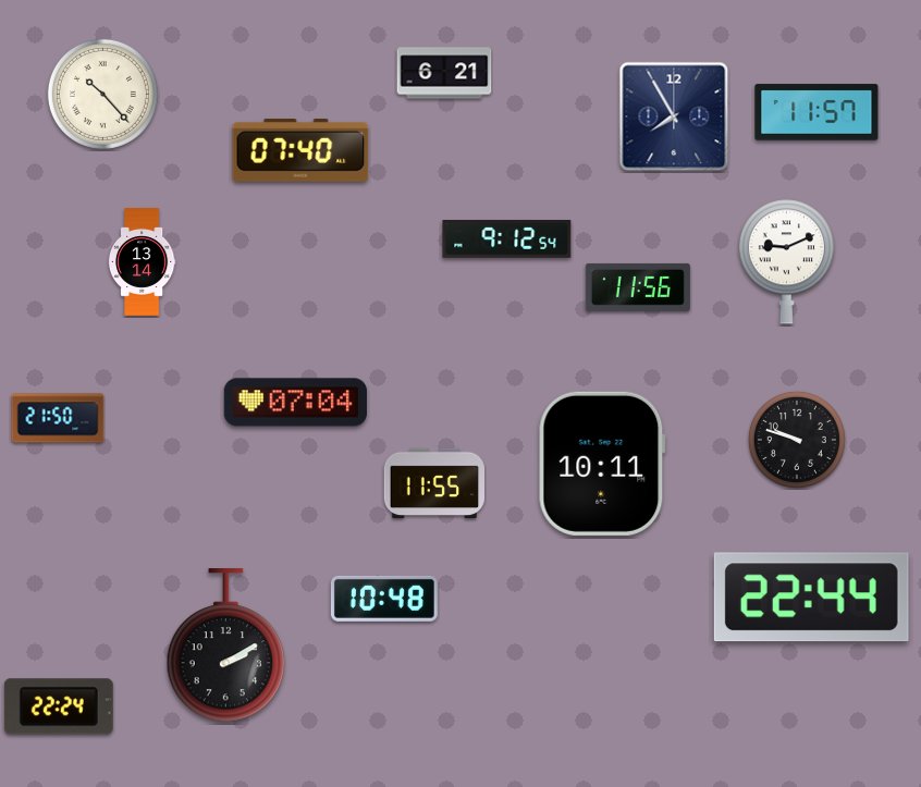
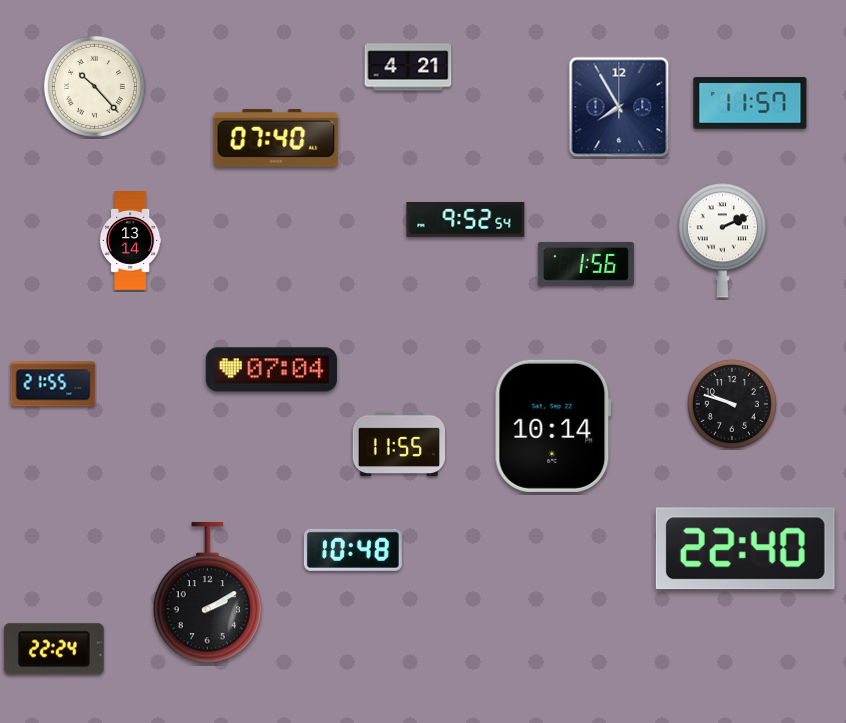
clock at (444, 73): 6:21 -> 4:21
clock at (507, 239): 9:12 -> 9:52
clock at (786, 262): 9:11 -> 2:11
clock at (638, 287): 11:56 -> 1:56
clock at (58, 418): 21:50 -> 21:55
clock at (602, 464): 10:11 -> 10:14
clock at (811, 598): 22:44 -> 22:40
